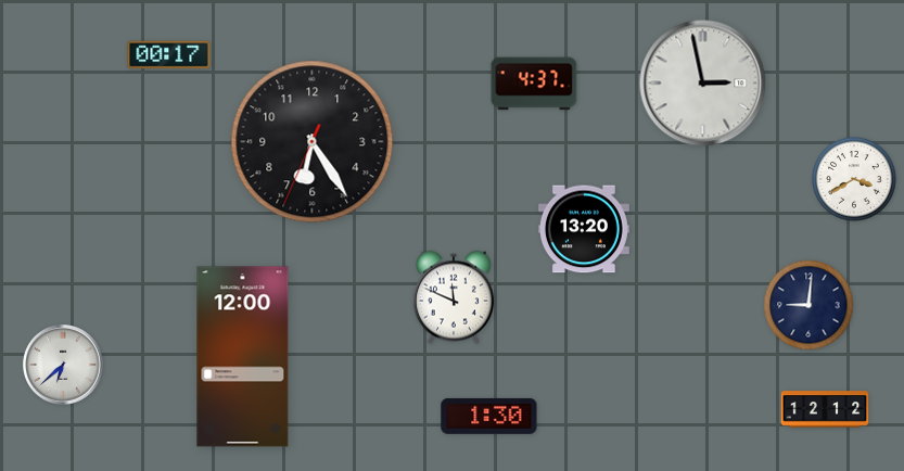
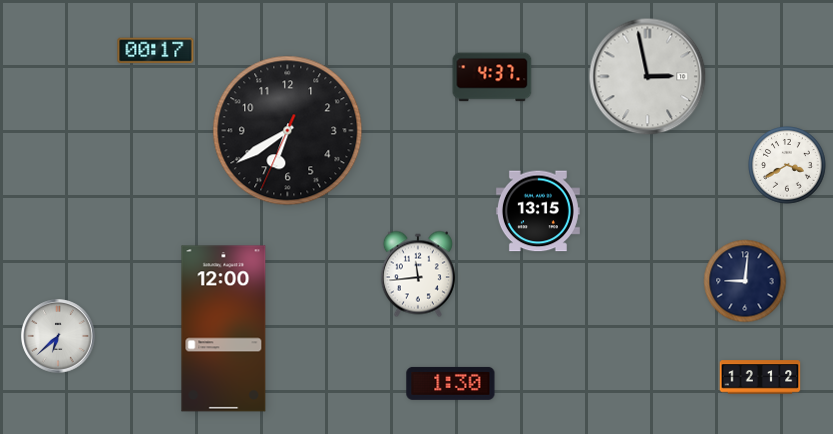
clock at (313, 142): 6:24 -> 6:39
clock at (584, 229): 13:20 -> 13:15
clock at (454, 297): 11:49 -> 11:44
